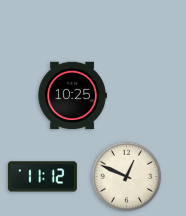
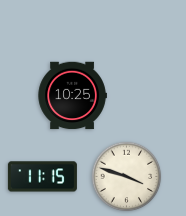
clock at (42, 177): 11:12 -> 11:15
clock at (127, 177): 12:49 -> 3:48
